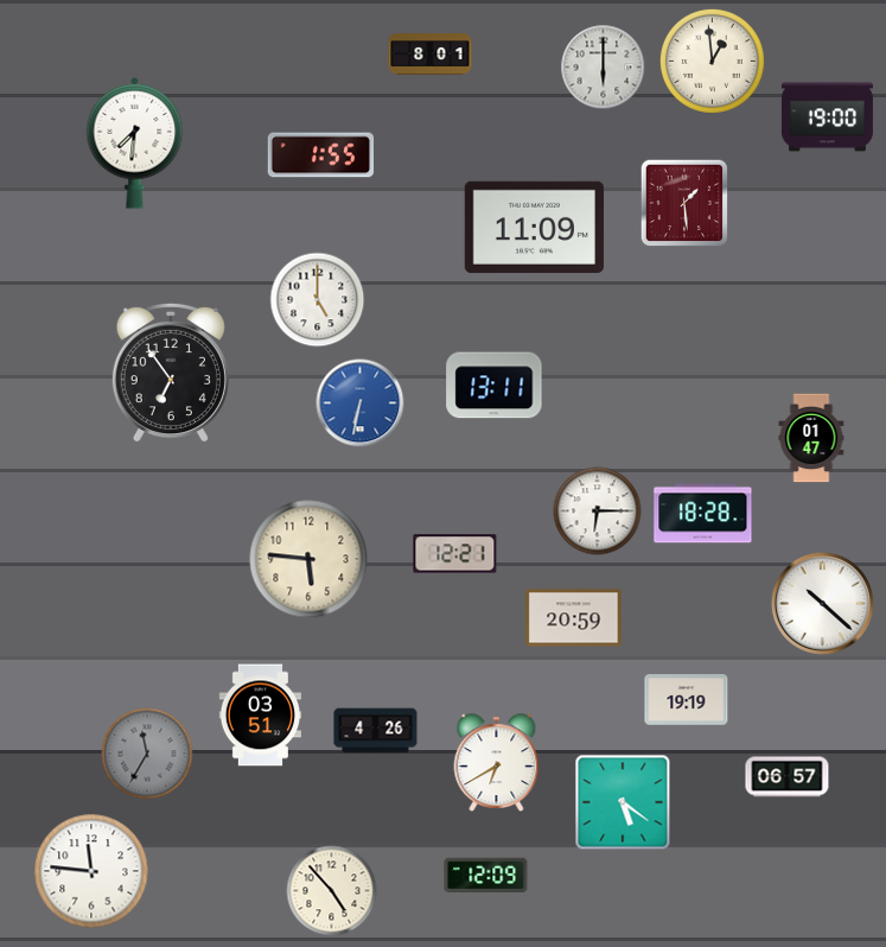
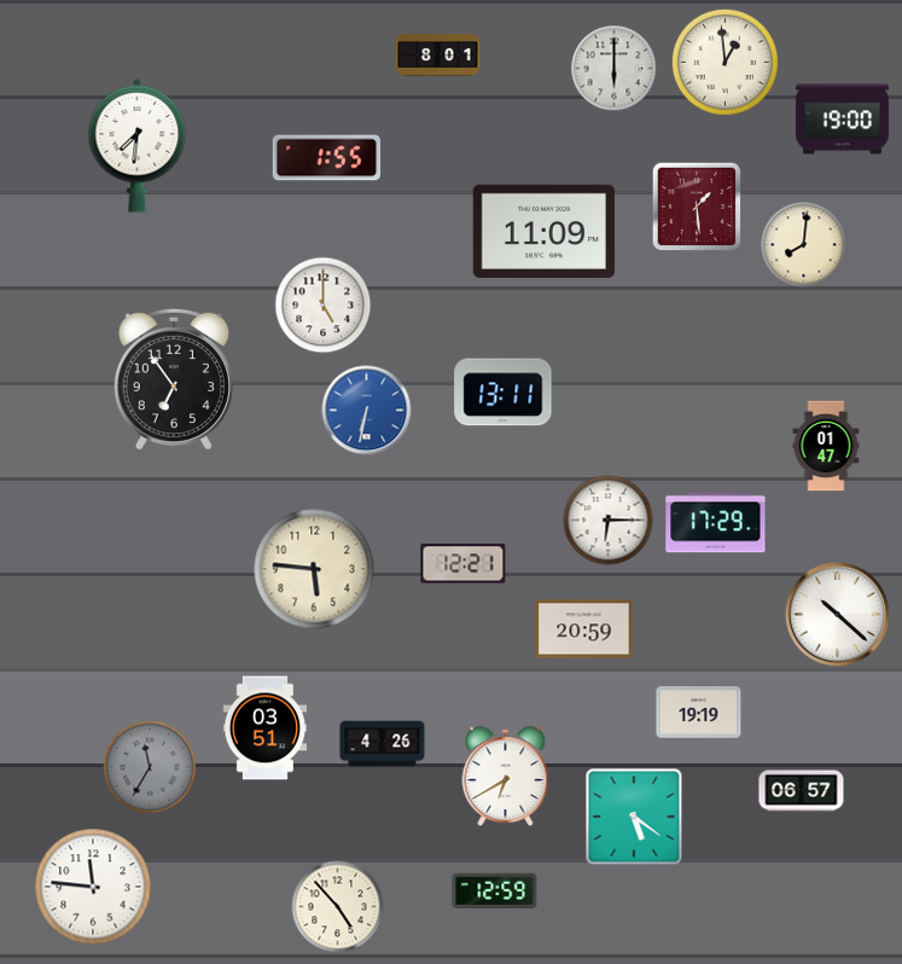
clock at (804, 245): none -> 8:01
clock at (703, 514): 18:28 -> 17:29
clock at (486, 875): 12:09 -> 12:59
